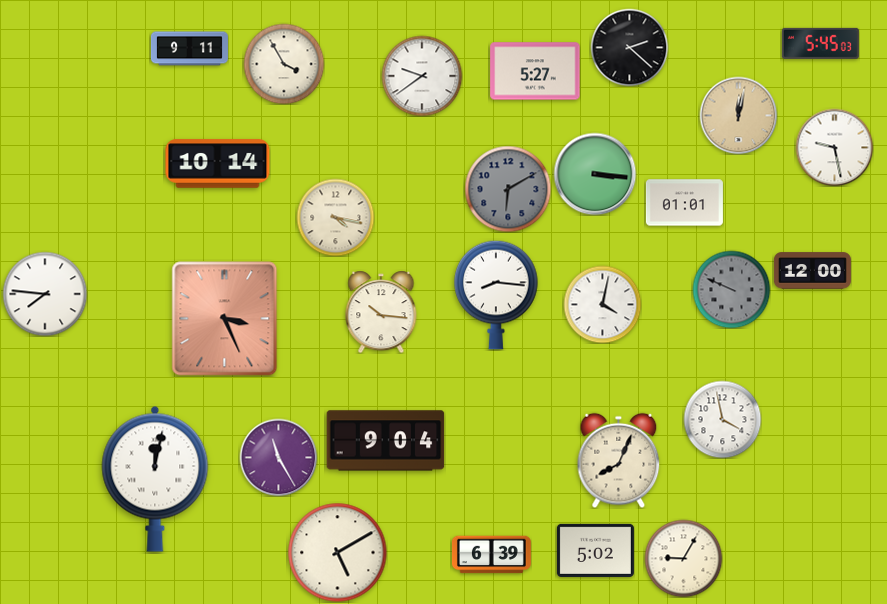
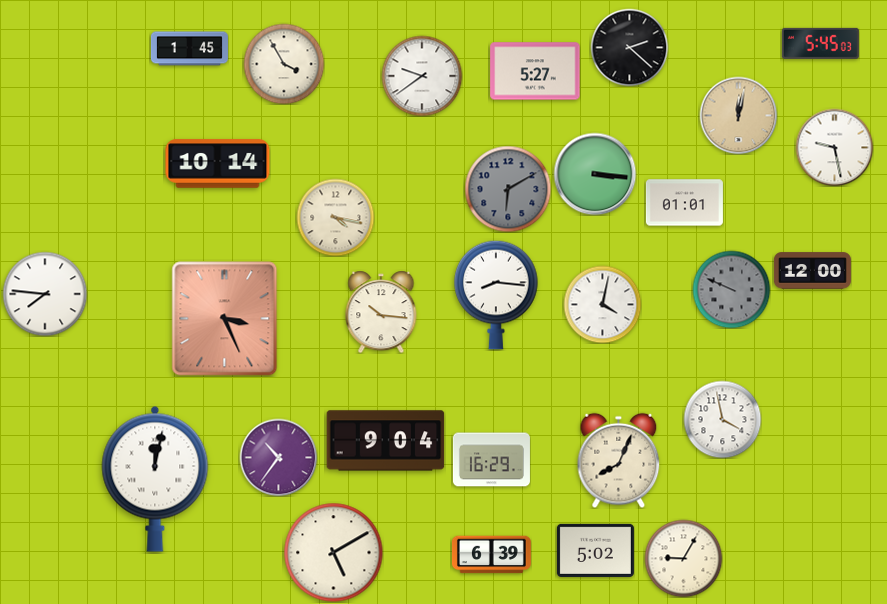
clock at (189, 49): 9:11 -> 1:45
clock at (278, 457): 11:25 -> 10:36
clock at (491, 460): none -> 16:29
clock at (338, 553) position: (338, 553) -> (334, 553)
